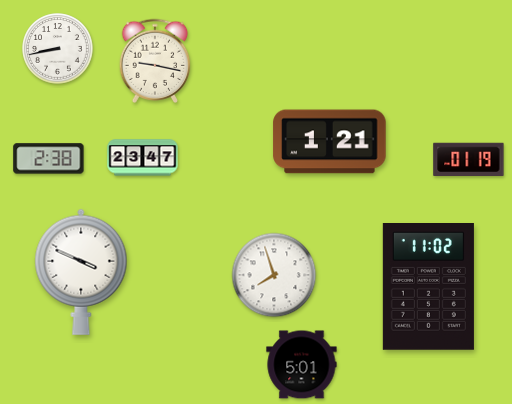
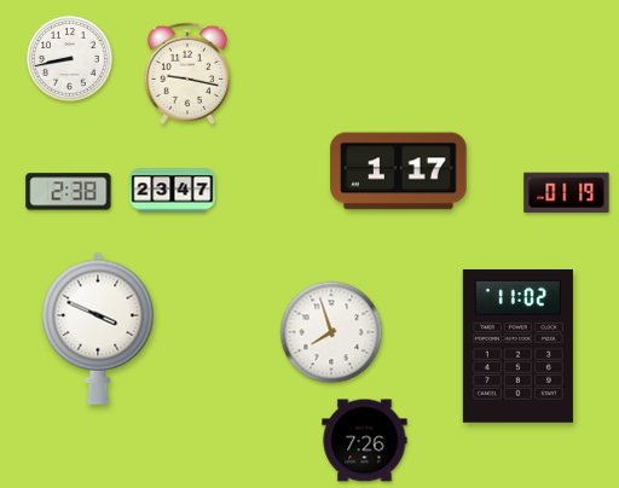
clock at (330, 142): 1:21 -> 1:17
clock at (49, 159) position: (49, 159) -> (69, 192)
clock at (302, 365): 5:01 -> 7:26
